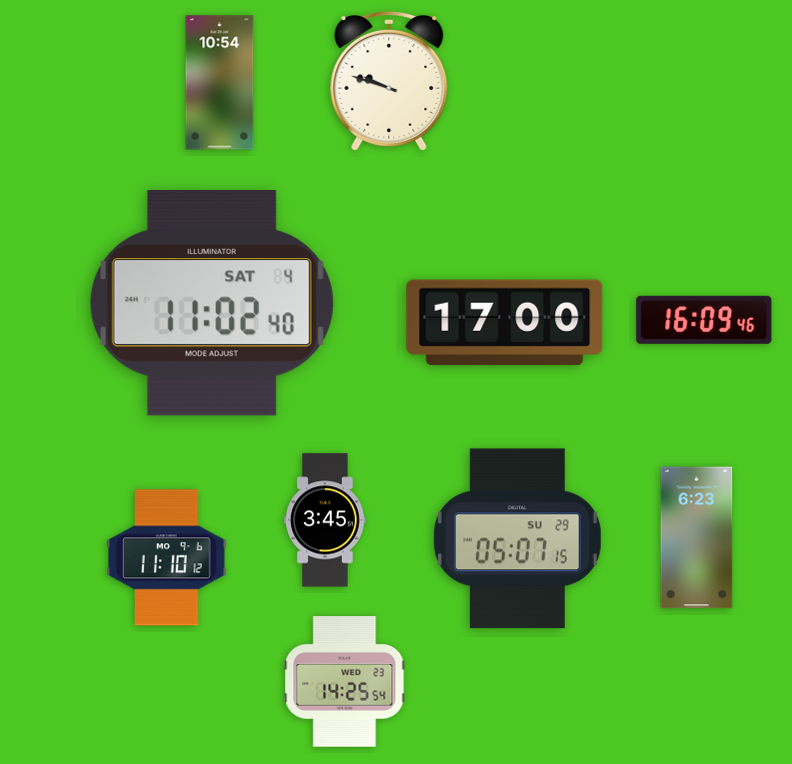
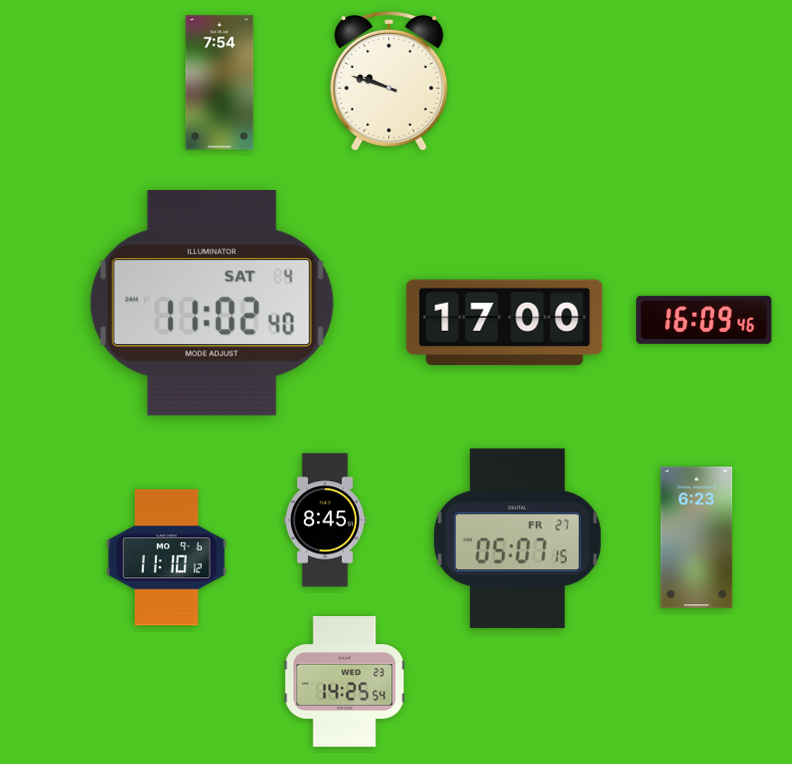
clock at (220, 83): 10:54 -> 7:54
clock at (325, 520): 3:45 -> 8:45
clock at (517, 539) date: SU 29 -> FR 27
